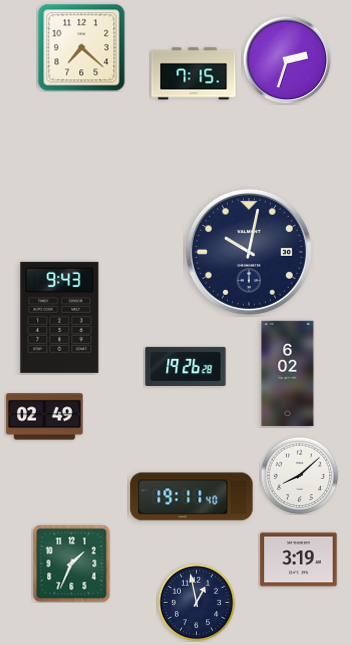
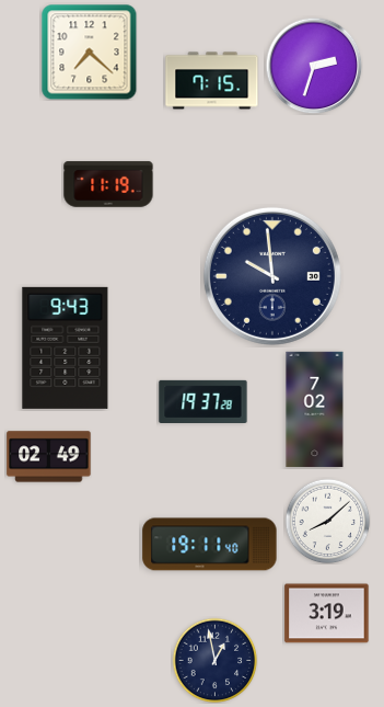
clock at (108, 184): none -> 11:19
clock at (249, 252): 10:02 -> 9:59
clock at (186, 366): 19:26 -> 19:37
clock at (288, 374): 6:02 -> 7:02
clock at (71, 563): 1:34 -> none
